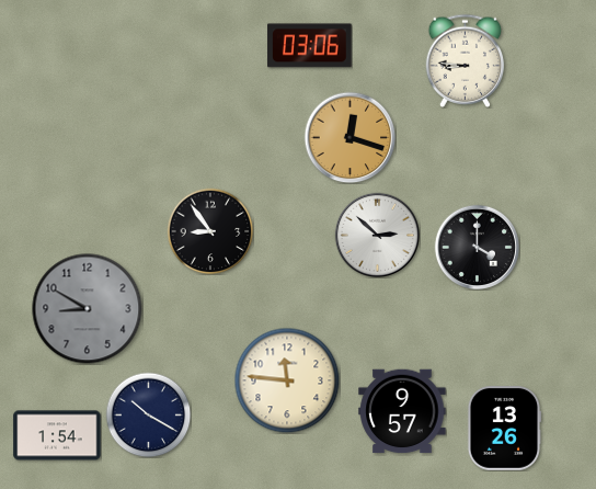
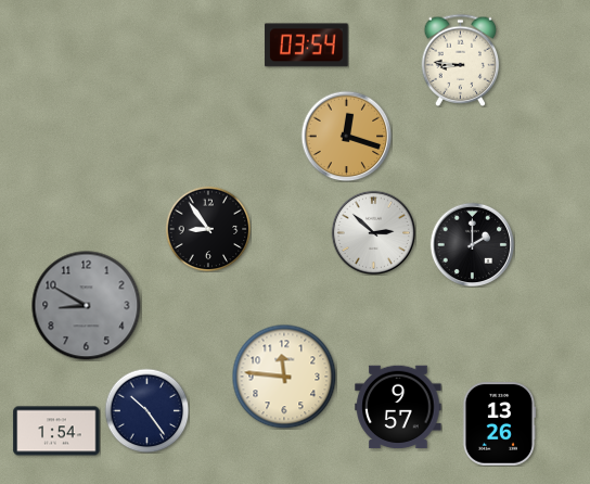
clock at (310, 46): 03:06 -> 03:54
clock at (477, 247): 4:00 -> 2:00
clock at (148, 414): 10:20 -> 10:24
